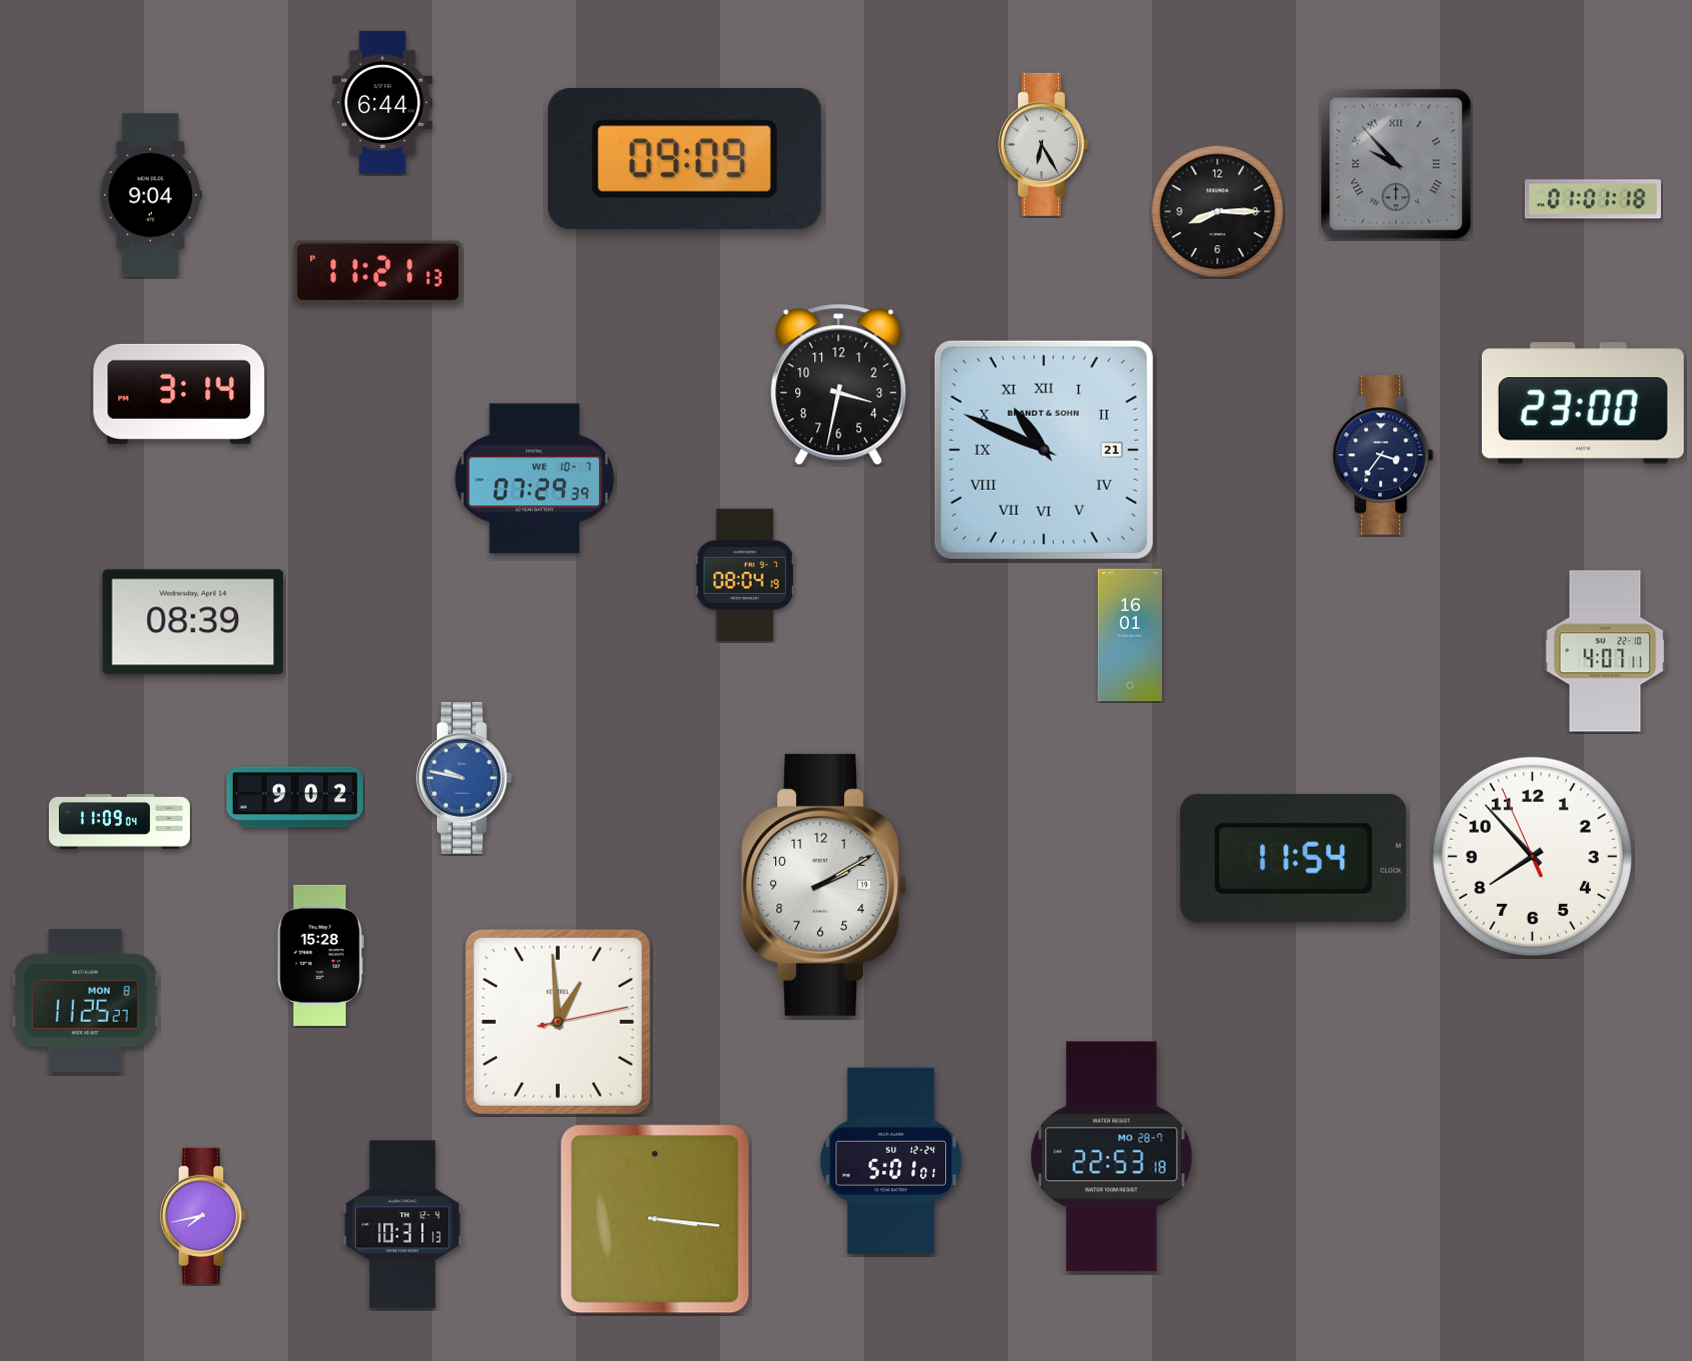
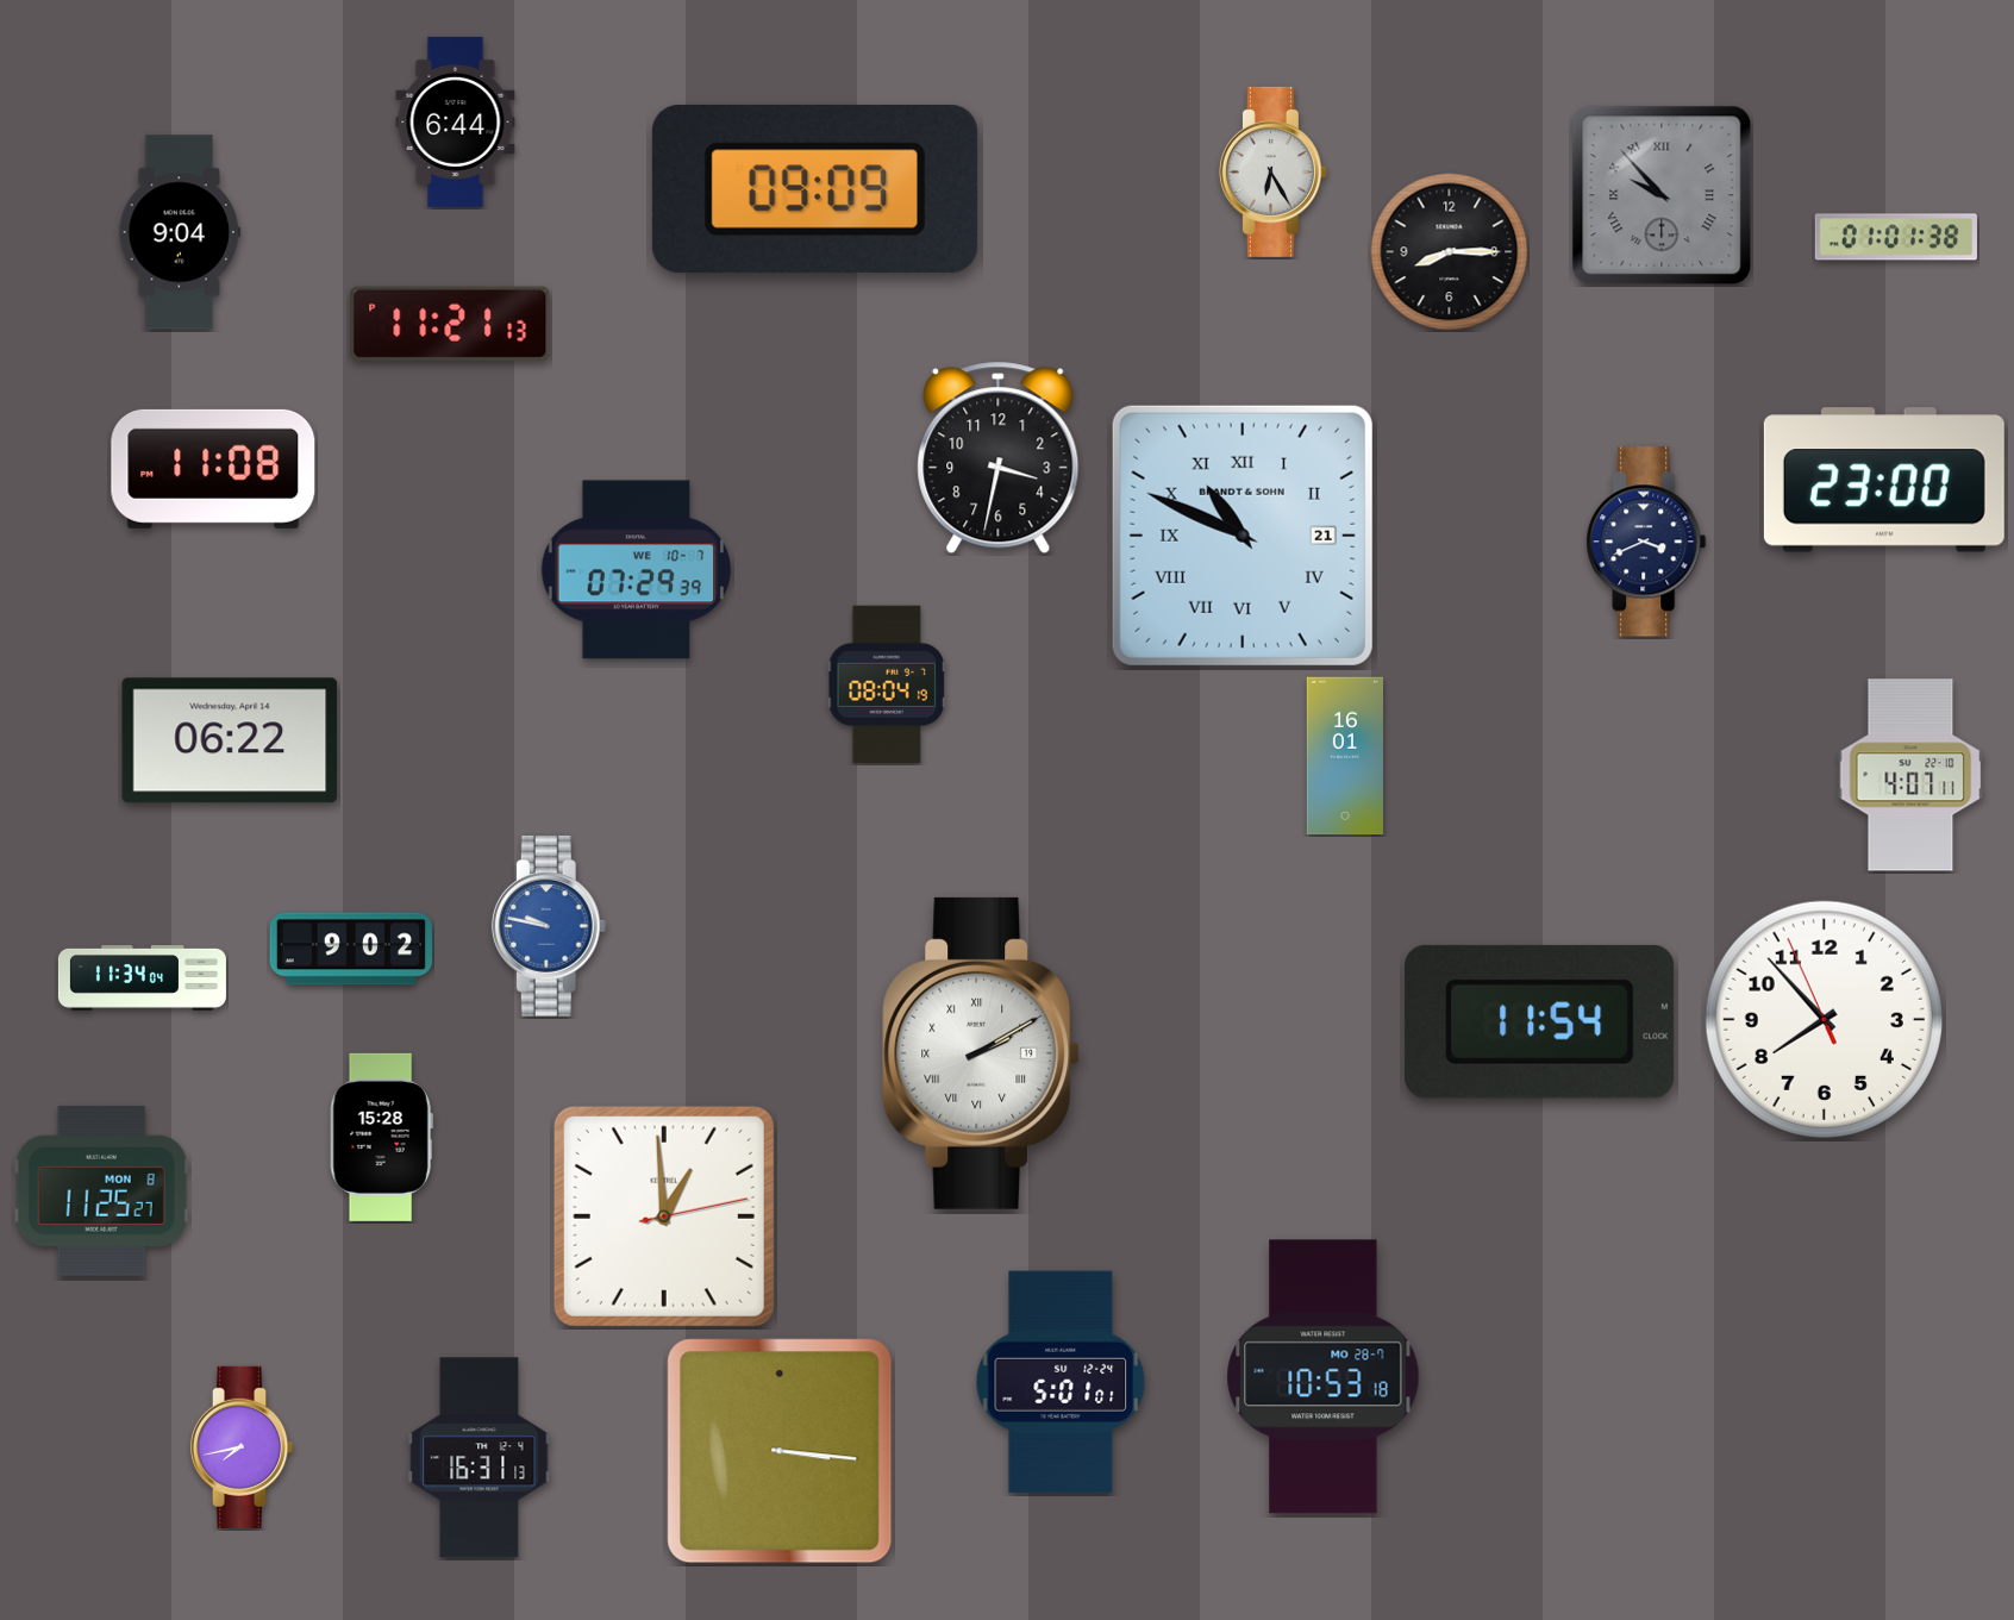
clock at (1043, 144) position: (1043, 144) -> (1272, 171)
clock at (1593, 199): 01:01:18 -> 01:01:38
clock at (179, 394): 3:14 -> 11:08
clock at (1383, 455): 3:36 -> 3:41
clock at (193, 622): 08:39 -> 06:22
clock at (464, 778) position: (464, 778) -> (549, 926)
clock at (119, 822): 11:09 -> 11:34
clock at (824, 885) numerals: Arabic -> Roman
clock at (1112, 1157): 22:53 -> 10:53
clock at (403, 1225): 10:31 -> 16:31
